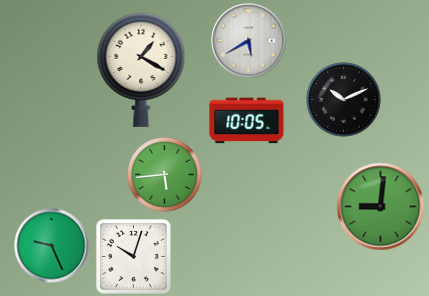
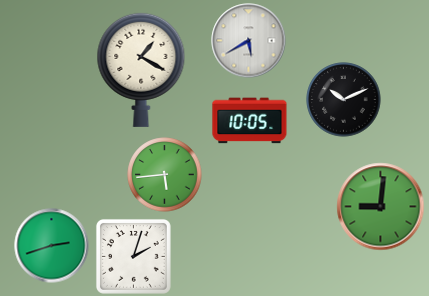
clock at (247, 121) position: (247, 121) -> (250, 121)
clock at (52, 246): 9:26 -> 2:42
clock at (133, 256): 10:03 -> 2:03
